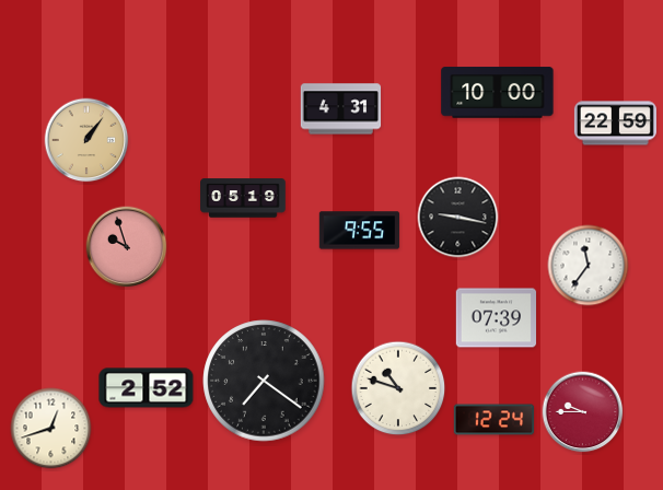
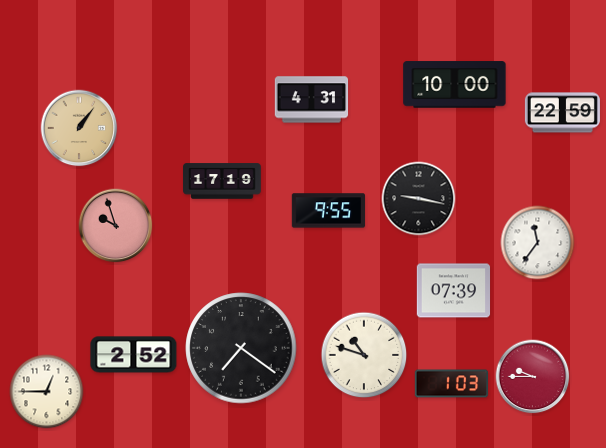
clock at (243, 198): 05:19 -> 17:19
clock at (495, 420): 12:24 -> 1:03
clock at (51, 429): 12:42 -> 12:45
